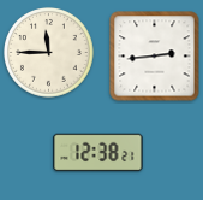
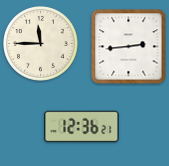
clock at (98, 153): 12:38 -> 12:36
